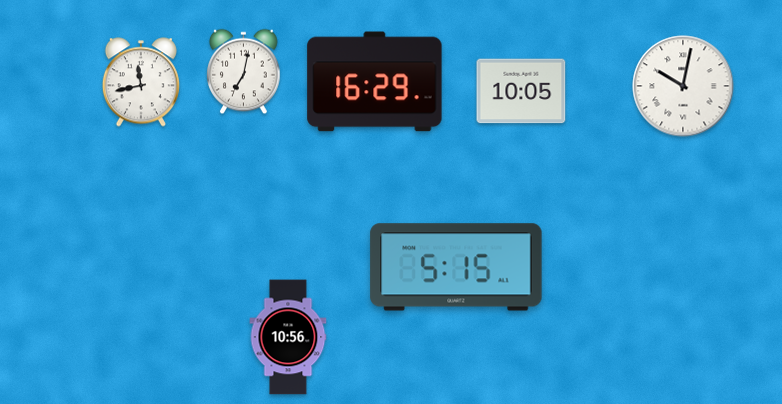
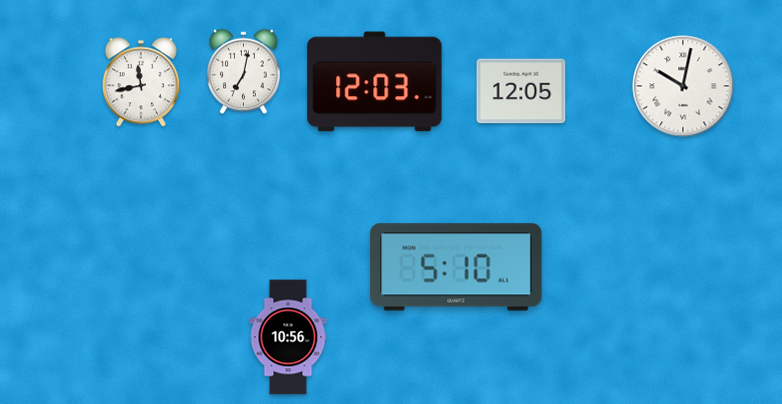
clock at (375, 82): 16:29 -> 12:03
clock at (521, 91): 10:05 -> 12:05
clock at (456, 267): 5:15 -> 5:10
